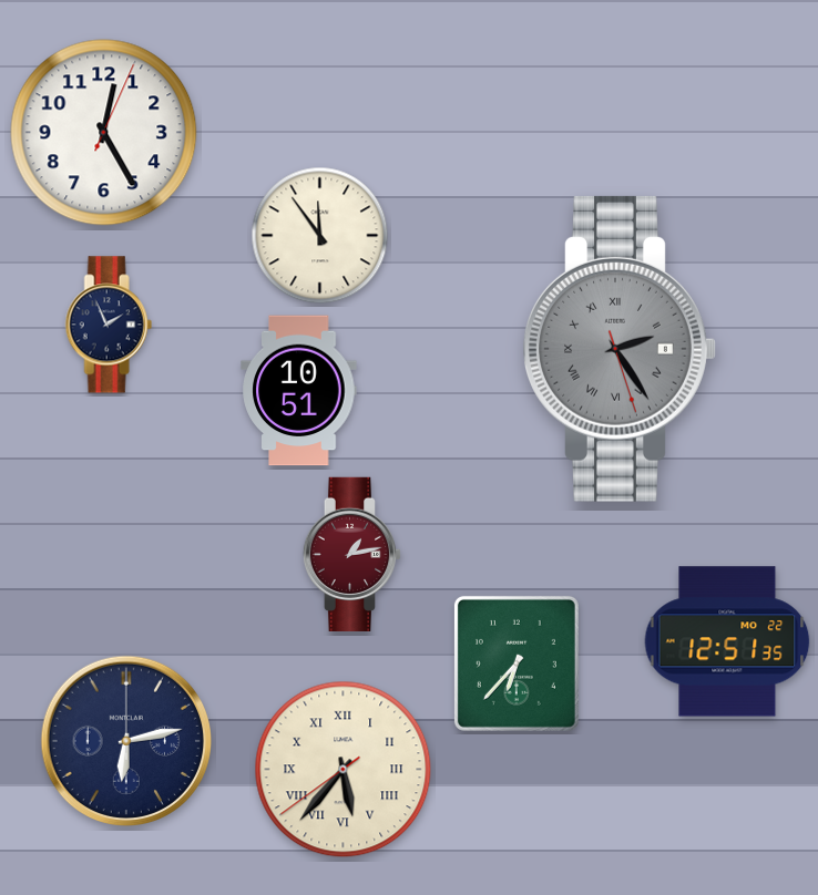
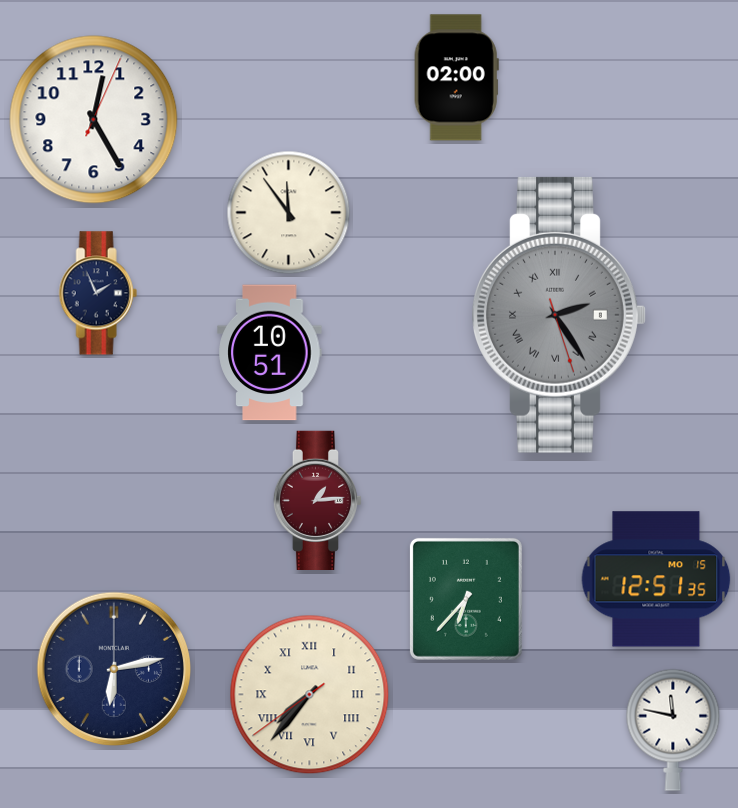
clock at (456, 78): none -> 02:00
clock at (352, 554): 1:13 -> 1:14
clock at (727, 641) date: MO 22 -> MO 15
clock at (344, 770): 5:36 -> 7:36
clock at (673, 730): none -> 11:47
